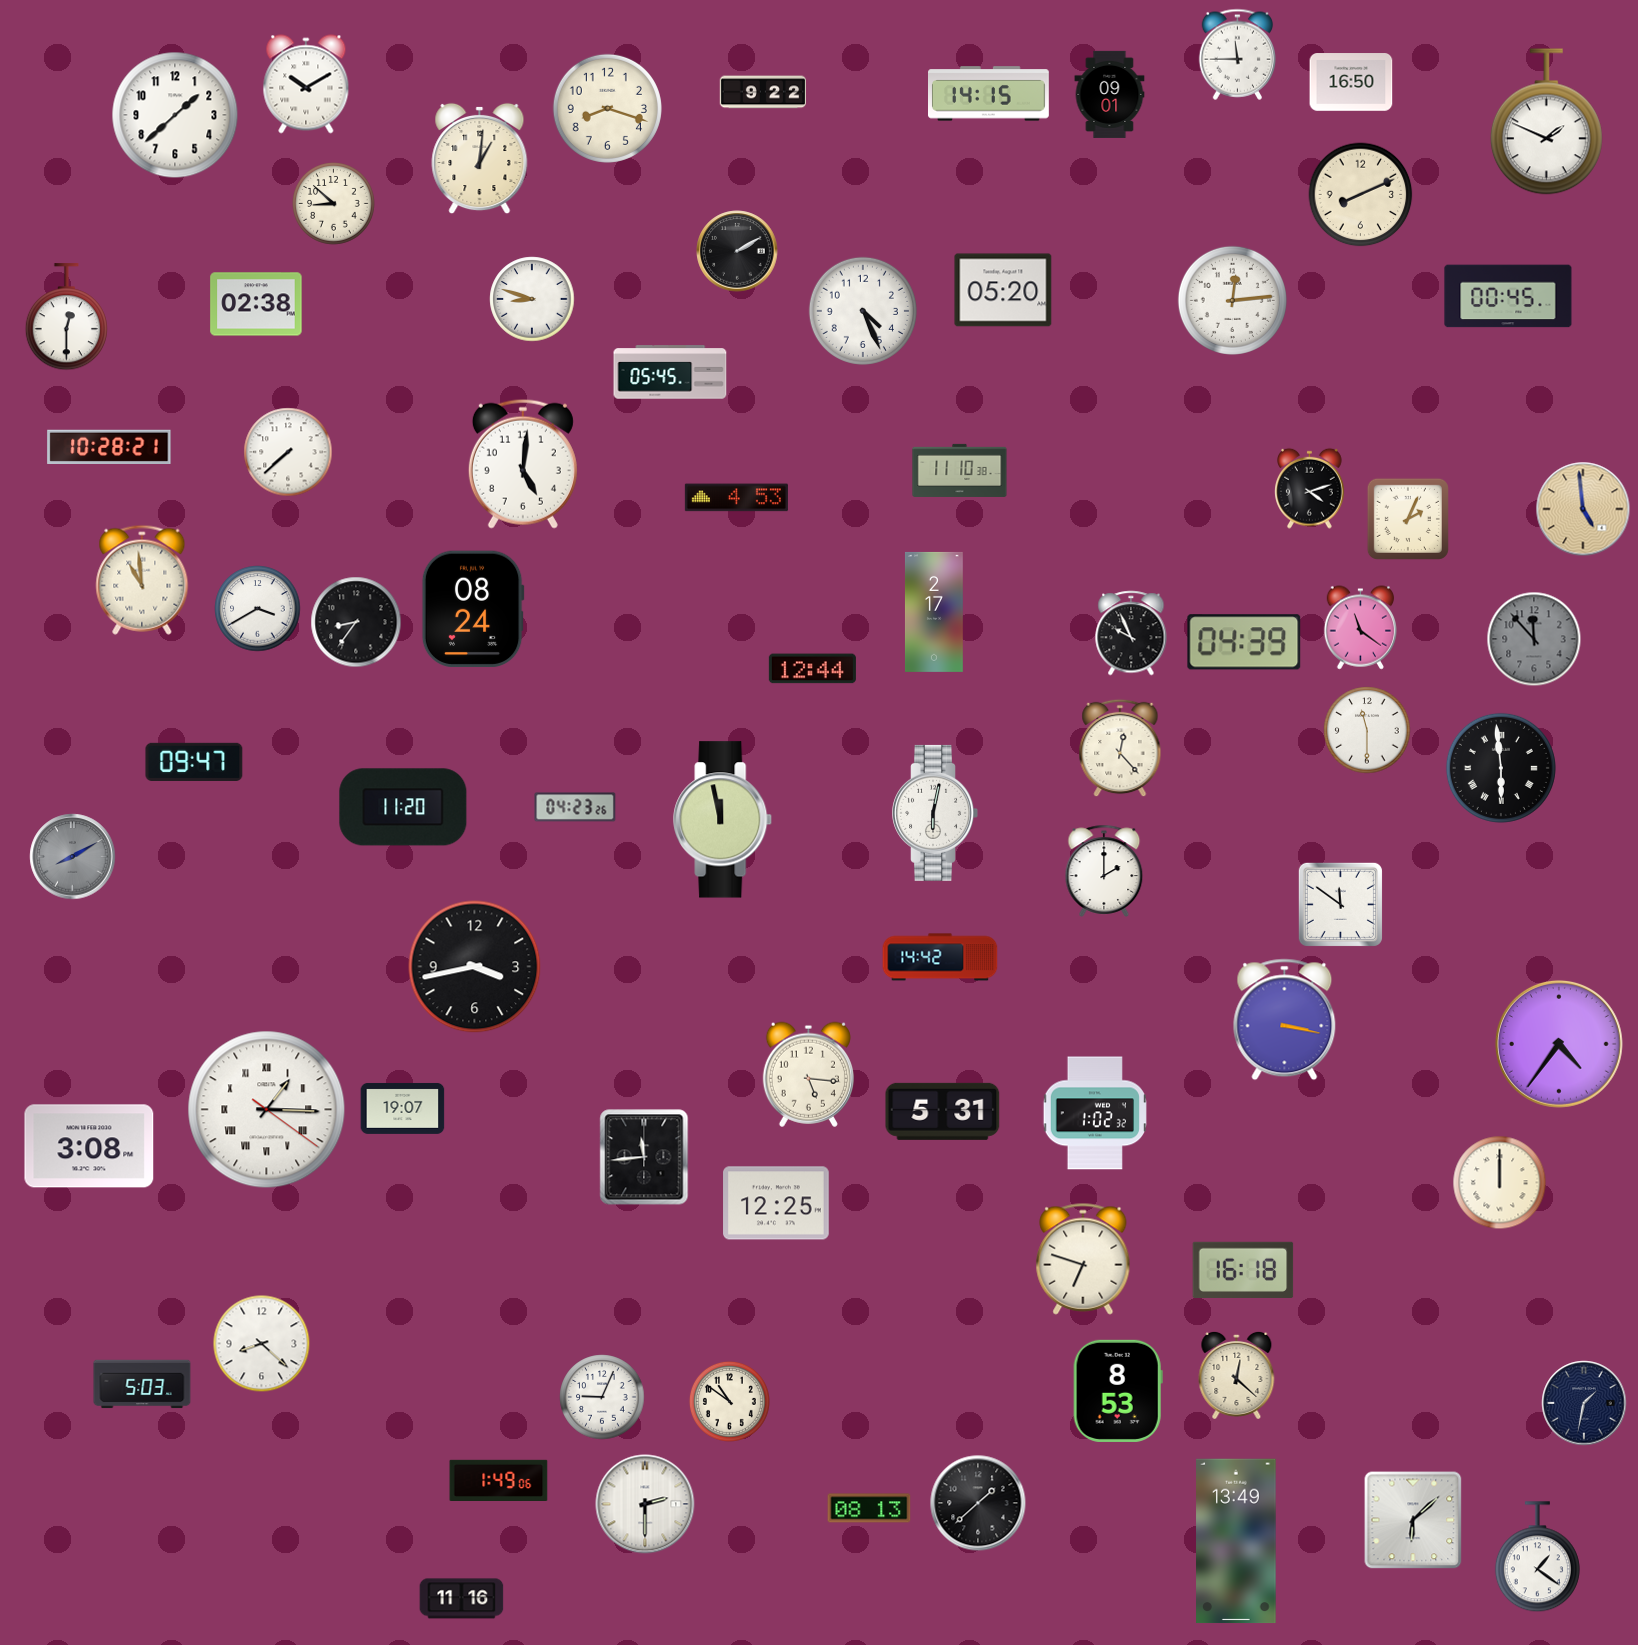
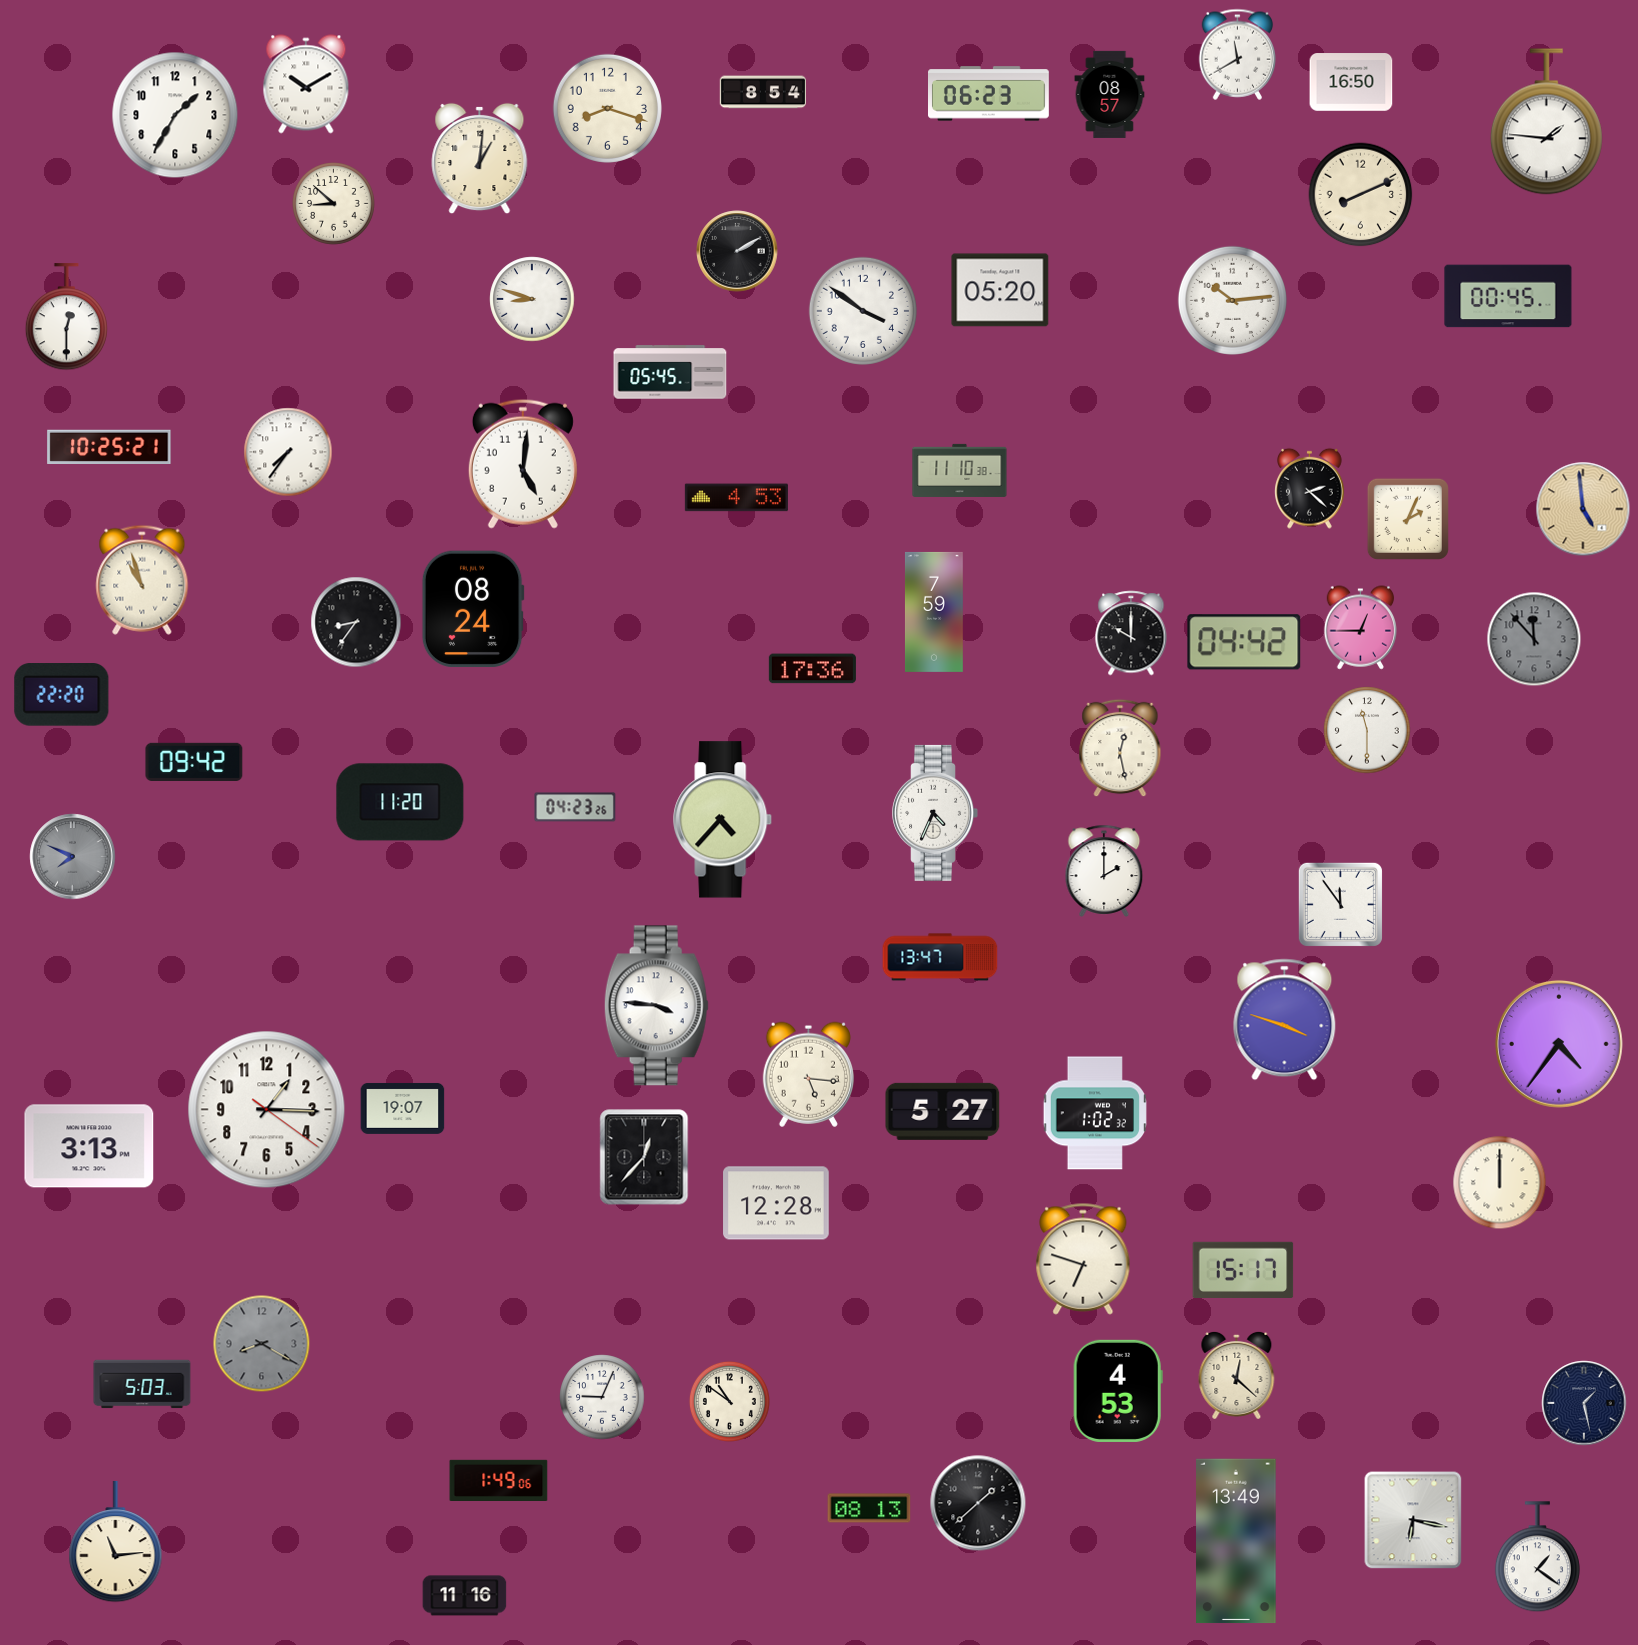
clock at (1238, 54): 11:45 -> 11:40
clock at (762, 92): 9:22 -> 8:54
clock at (989, 94): 14:15 -> 06:23
clock at (1110, 94): 09:01 -> 08:57
clock at (175, 115): 1:38 -> 1:35
clock at (1546, 122): 1:49 -> 1:46
clock at (1003, 290) position: (1003, 290) -> (1000, 290)
clock at (1232, 300): 12:14 -> 10:14
clock at (256, 304): 02:38 -> none
clock at (863, 311): 4:26 -> 3:51
clock at (109, 446): 10:28 -> 10:25
clock at (288, 452): 7:38 -> 7:36
clock at (1310, 488): 4:12 -> 2:22
clock at (142, 580): 10:59 -> 10:57
clock at (258, 609): 3:40 -> none
clock at (934, 612): 2:17 -> 7:59
clock at (1360, 628): 11:21 -> 12:45
clock at (1131, 633): 9:56 -> 10:00
clock at (1244, 642): 04:39 -> 04:42
clock at (812, 669): 12:44 -> 17:36
clock at (62, 695): none -> 22:20
clock at (1120, 748): 12:23 -> 12:28
clock at (194, 762): 09:47 -> 09:42
clock at (1501, 768): 5:59 -> none
clock at (403, 807) position: (403, 807) -> (400, 802)
clock at (935, 813): 6:02 -> 4:34
clock at (723, 820): 11:58 -> 4:37
clock at (73, 857): 8:10 -> 7:49
clock at (1340, 904): 11:51 -> 11:54
clock at (940, 957): 14:42 -> 13:47
clock at (475, 967): 3:43 -> none
clock at (656, 1006): none -> 3:46
clock at (1285, 1020): 3:17 -> 3:48
clock at (267, 1110) numerals: Roman -> Arabic
clock at (943, 1111): 5:31 -> 5:27
clock at (89, 1146): 3:08 -> 3:13
clock at (644, 1157): 11:44 -> 12:37
clock at (776, 1203): 12:25 -> 12:28
clock at (1243, 1269): 16:18 -> 15:17
clock at (262, 1344): 8:22 -> 8:20
clock at (262, 1344) dial: white -> grey
clock at (1118, 1391): 8:53 -> 4:53
clock at (1584, 1403): 1:32 -> 1:28
clock at (645, 1504): 2:30 -> none
clock at (1413, 1520): 6:08 -> 6:17
clock at (116, 1542): none -> 11:14
clock at (462, 1599) position: (462, 1599) -> (465, 1596)
